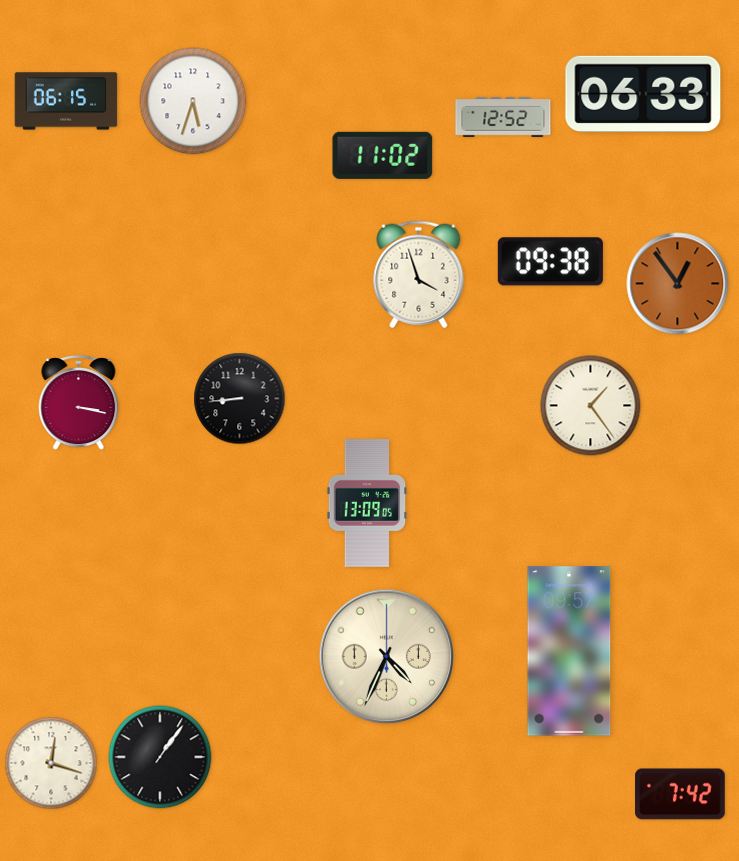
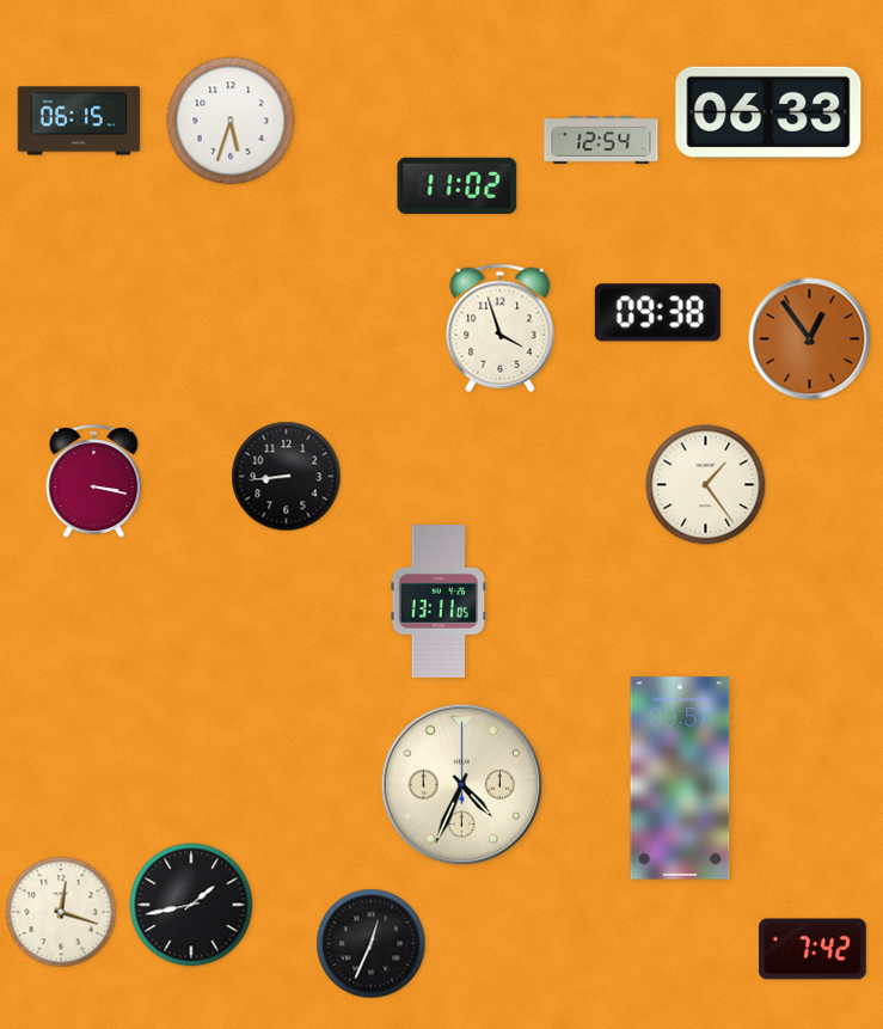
clock at (503, 117): 12:52 -> 12:54
clock at (367, 504): 13:09 -> 13:11
clock at (160, 757): 1:06 -> 1:43
clock at (372, 944): none -> 12:34
